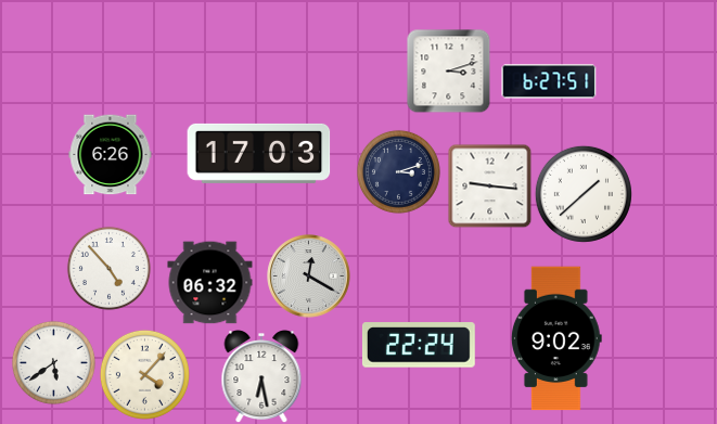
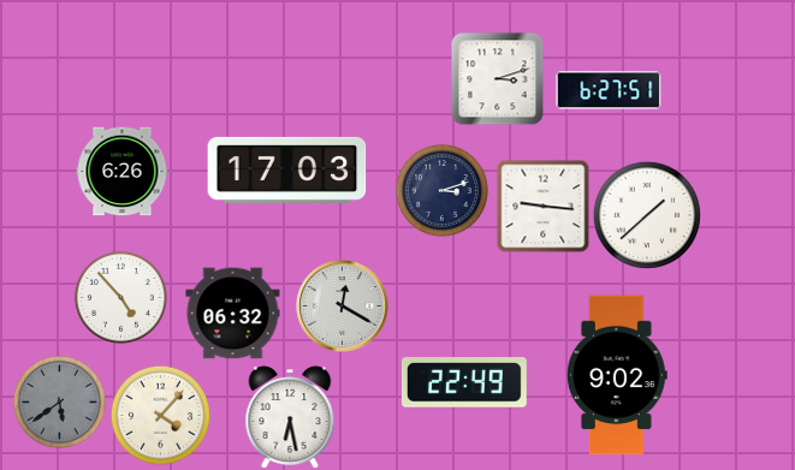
clock at (419, 345): 22:24 -> 22:49
clock at (53, 362) dial: white -> grey
